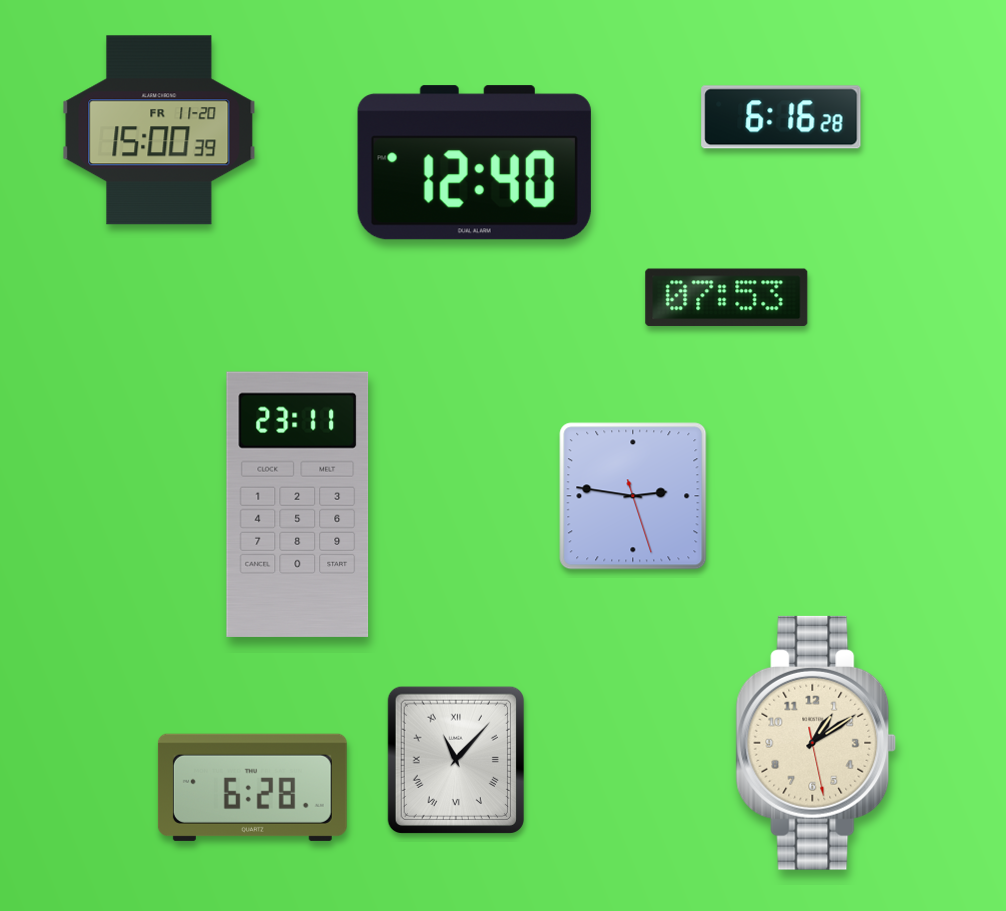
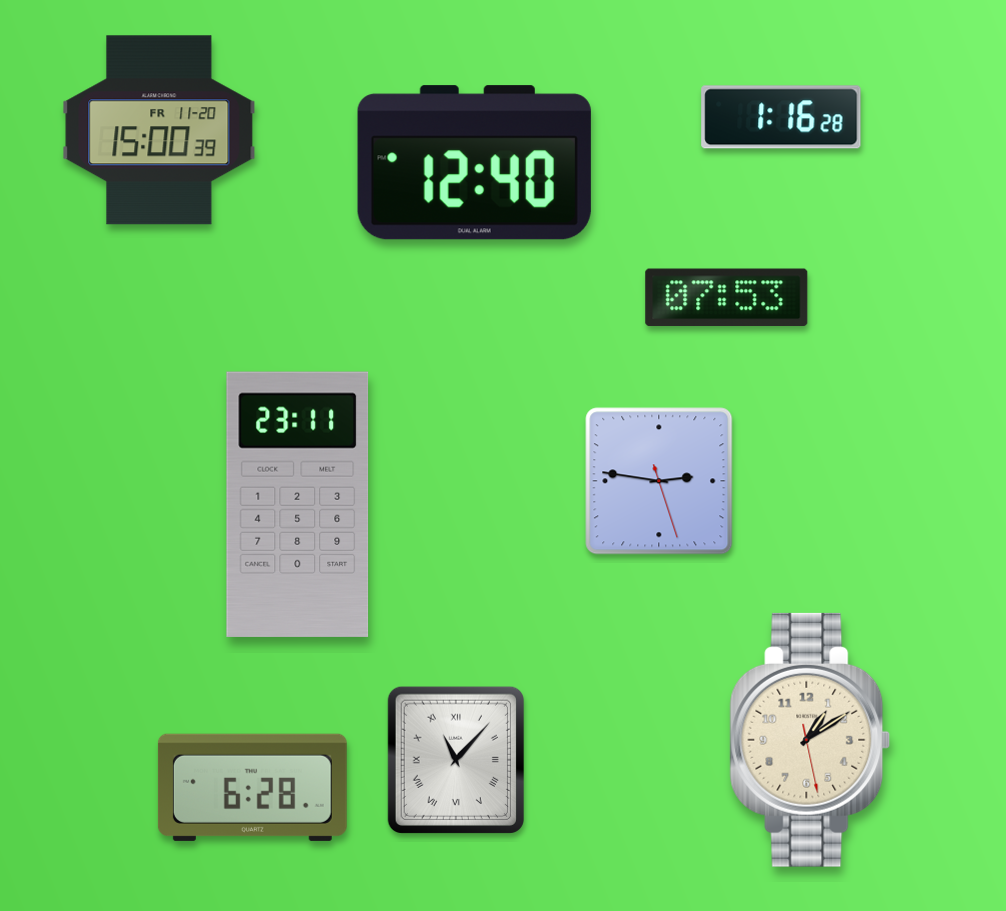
clock at (781, 117): 6:16 -> 1:16
clock at (633, 496) position: (633, 496) -> (659, 481)
clock at (816, 743) position: (816, 743) -> (810, 740)
